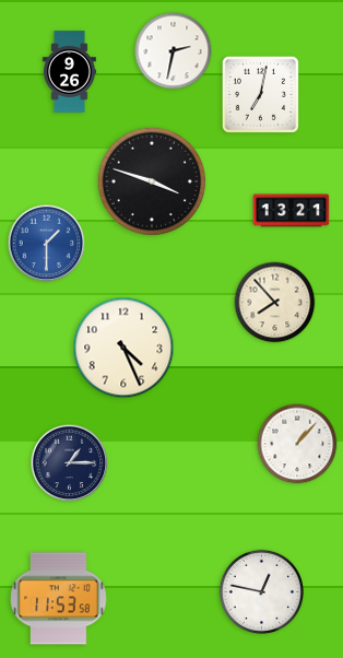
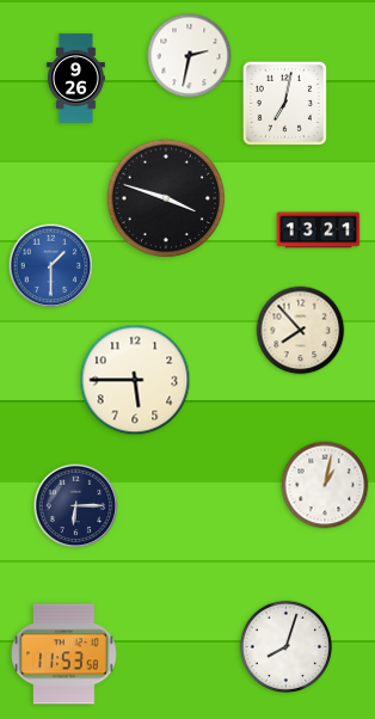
clock at (123, 348): 4:26 -> 5:45
clock at (297, 444): 1:07 -> 1:02
clock at (70, 463): 1:15 -> 6:15
clock at (261, 591): 12:47 -> 8:03
